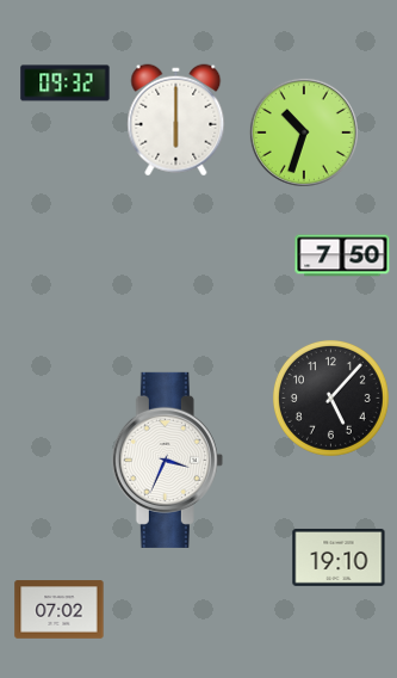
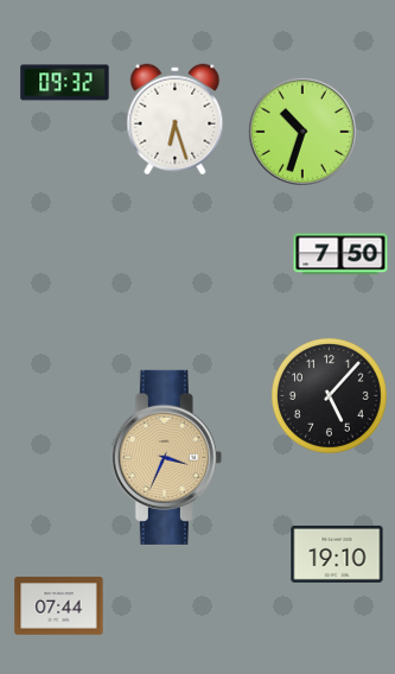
clock at (176, 121): 6:00 -> 6:27
clock at (167, 460) dial: white -> champagne
clock at (60, 610): 07:02 -> 07:44
